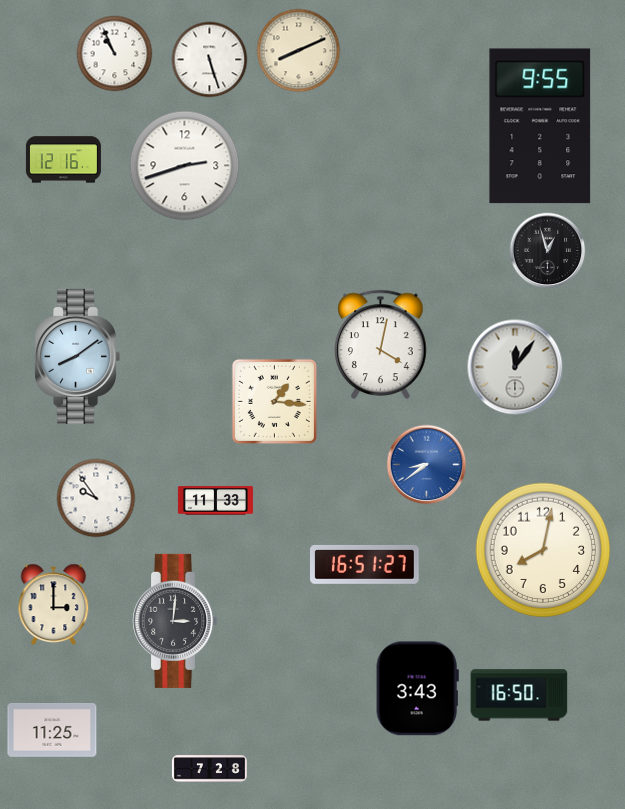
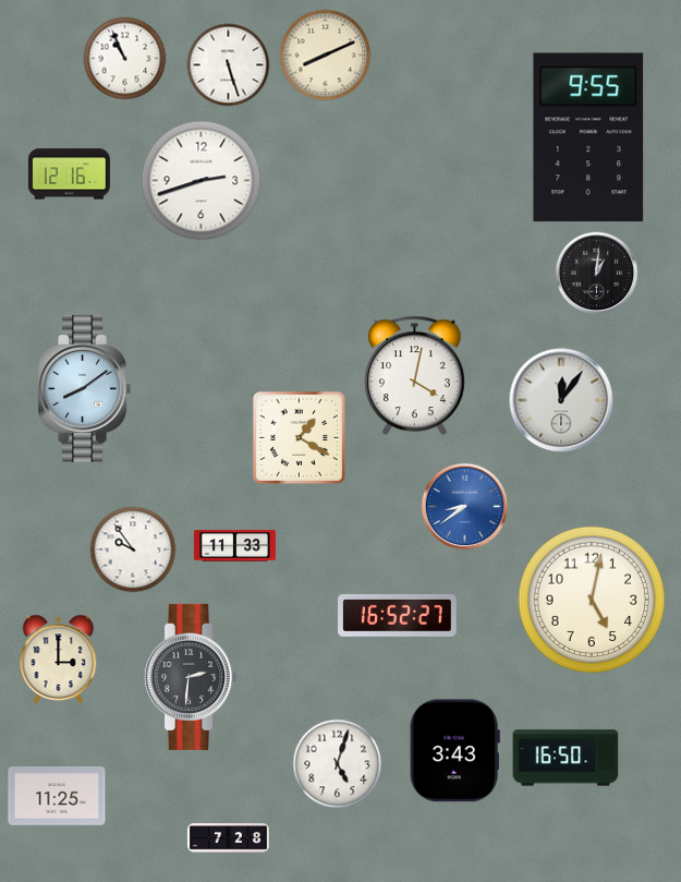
clock at (548, 251): 12:57 -> 1:01
clock at (274, 401): 1:16 -> 1:20
clock at (96, 498) position: (96, 498) -> (133, 549)
clock at (543, 550): 8:02 -> 5:02
clock at (365, 564): 16:51 -> 16:52
clock at (175, 621): 3:01 -> 2:31
clock at (338, 764): none -> 5:03
